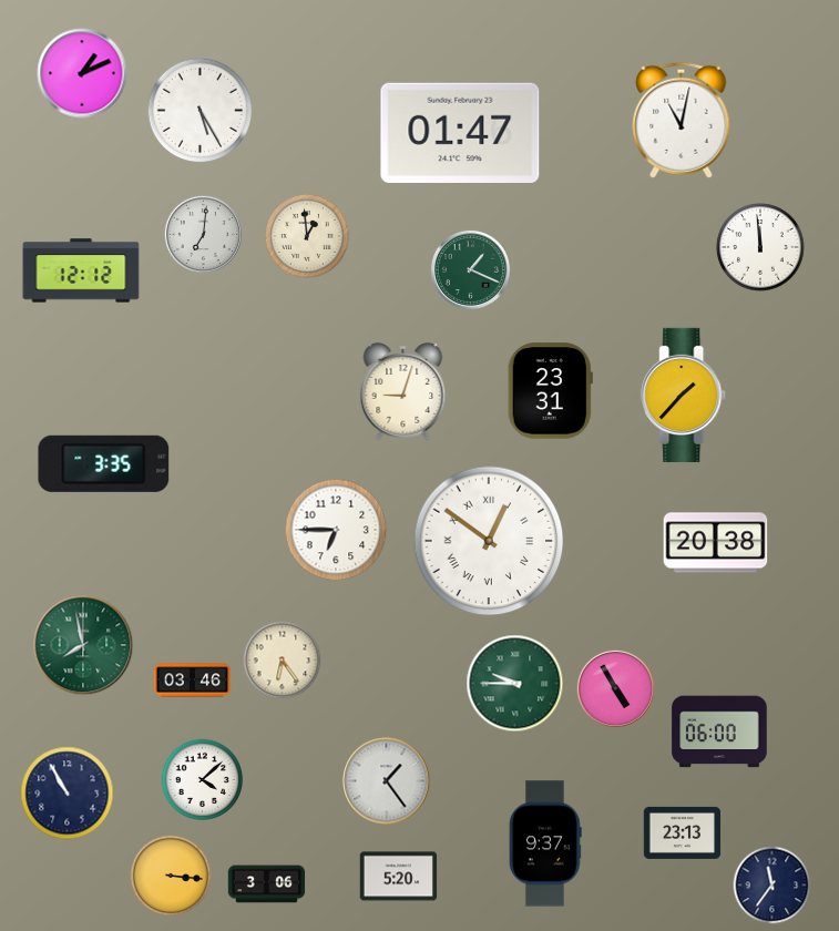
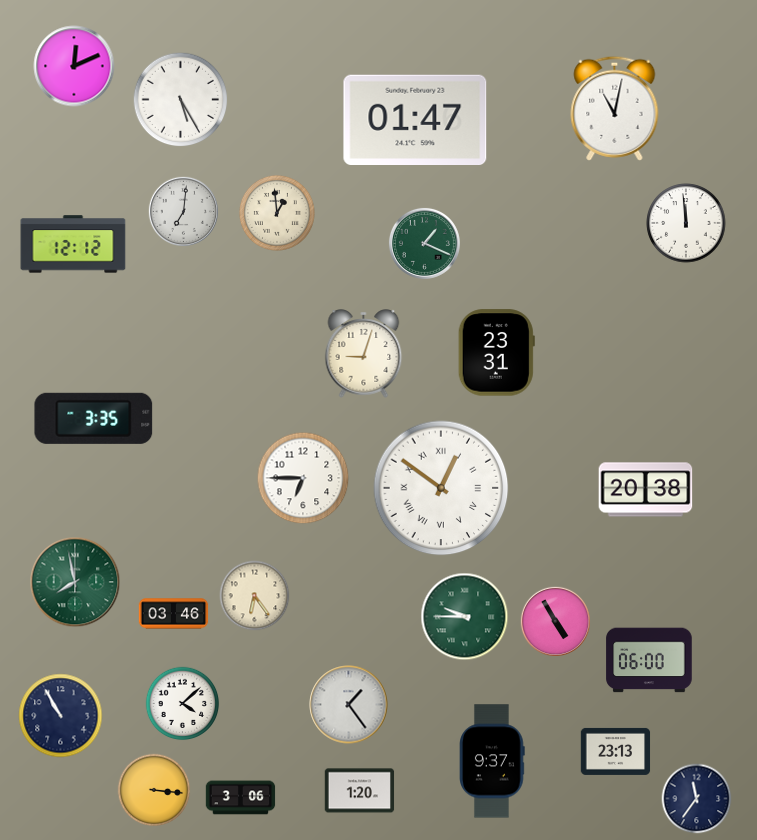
clock at (82, 73): 1:11 -> 12:11
clock at (684, 395): 1:37 -> none
clock at (399, 877): 5:20 -> 1:20
